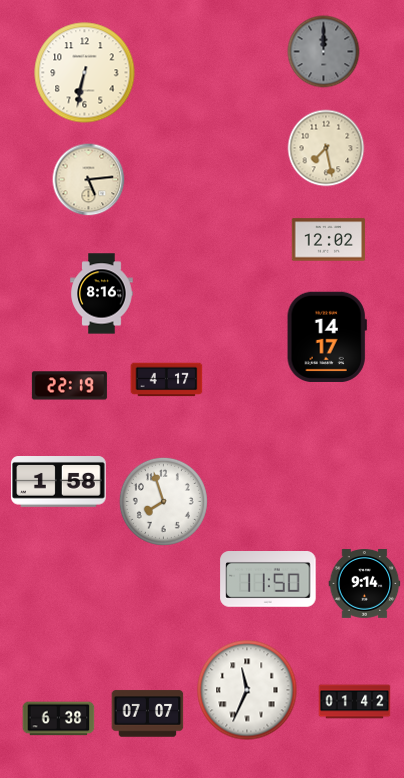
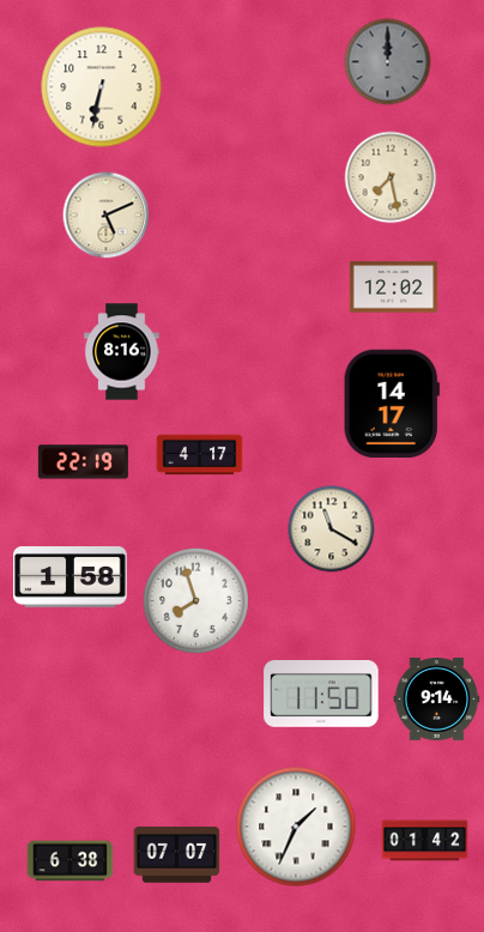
clock at (89, 180): 5:14 -> 5:11
clock at (332, 529): none -> 11:20
clock at (247, 690): 11:34 -> 1:34
